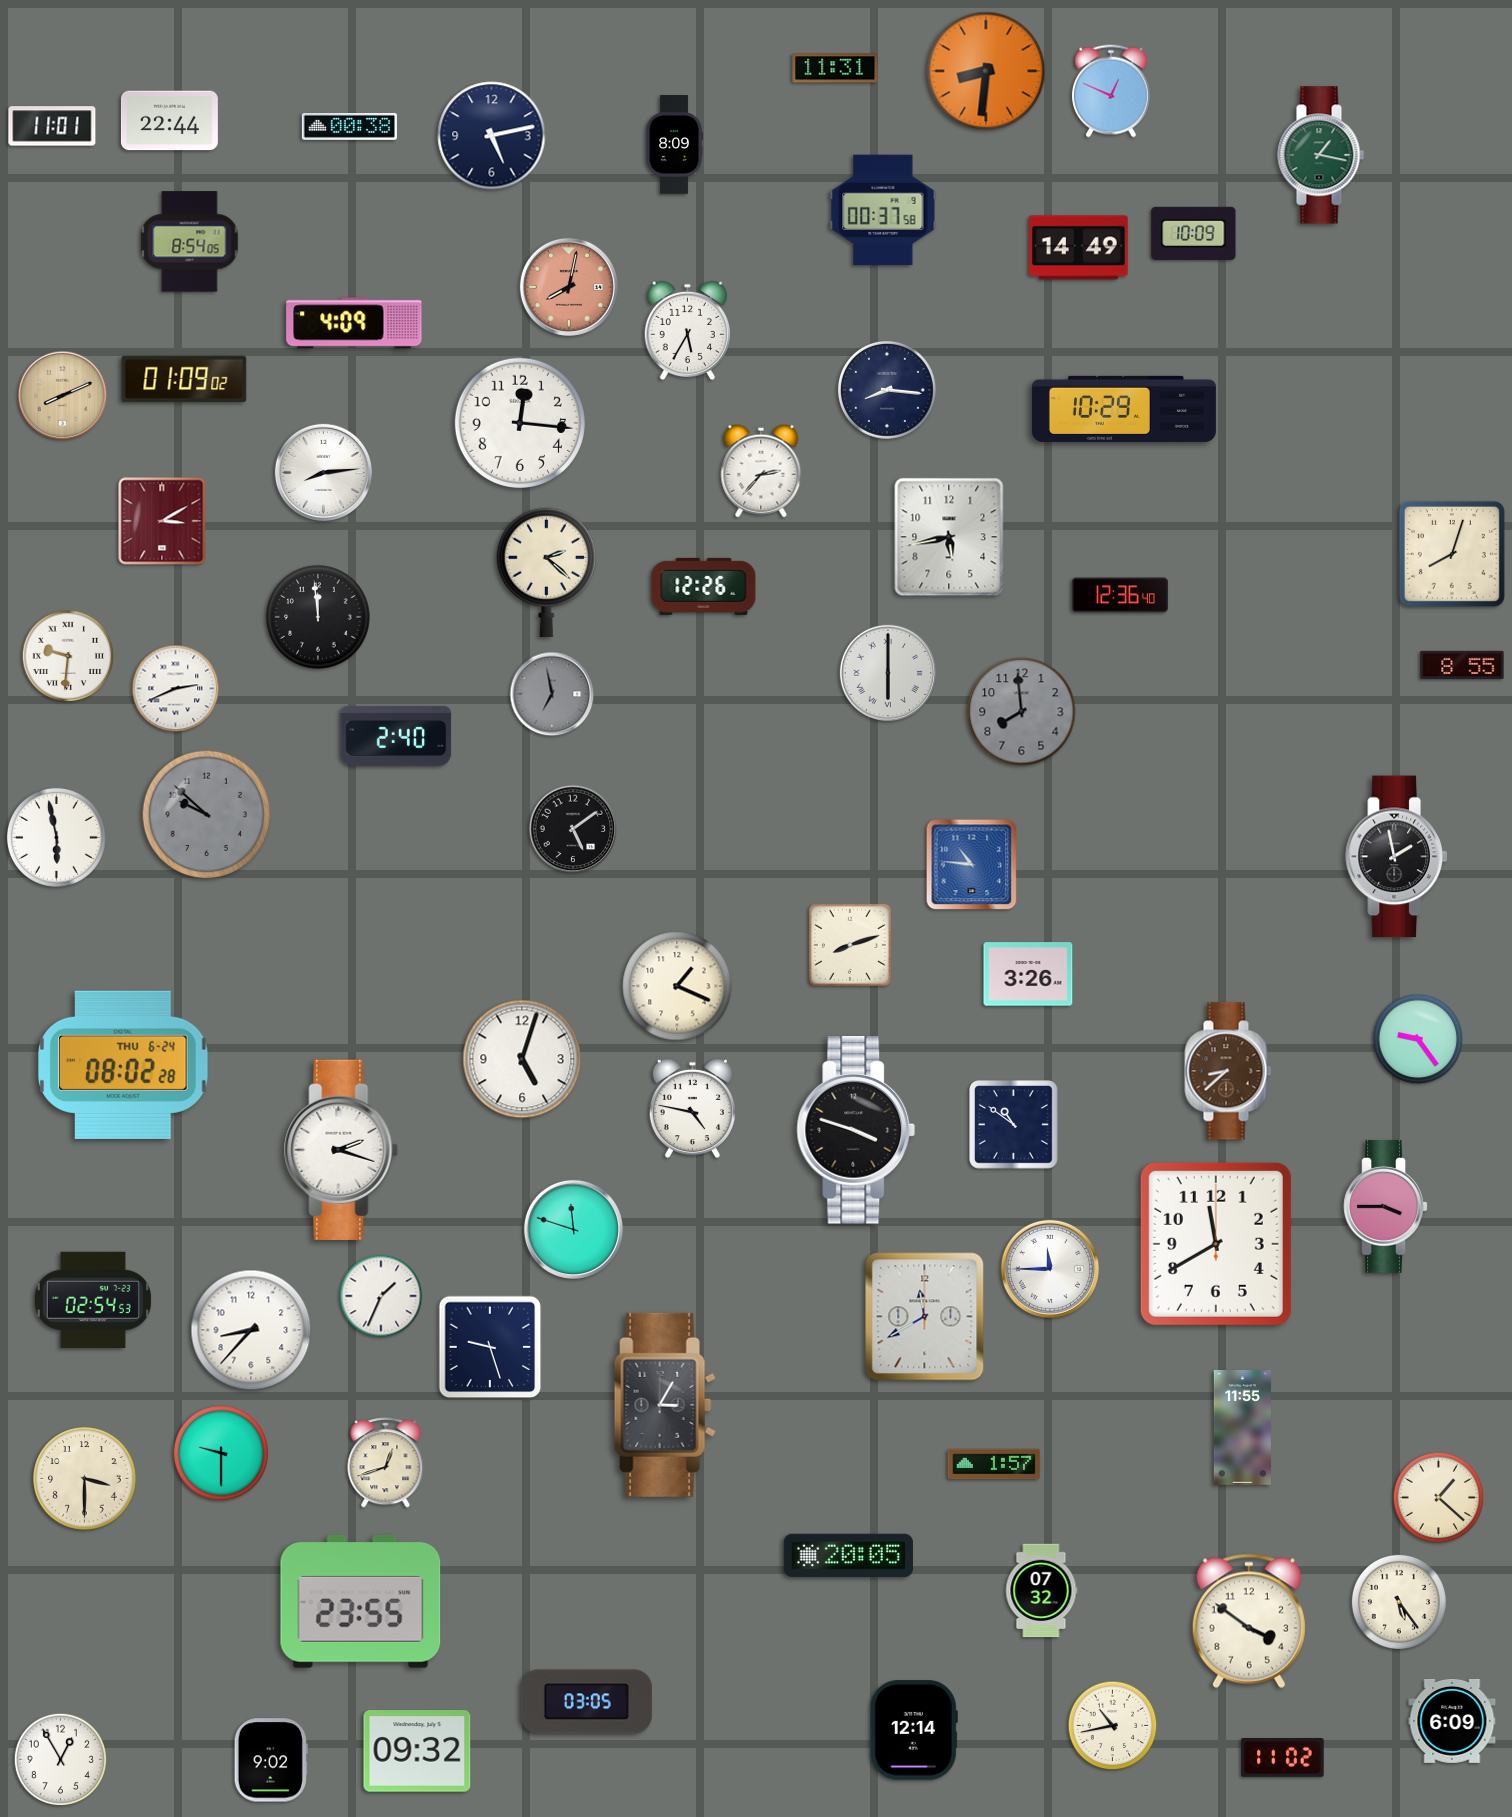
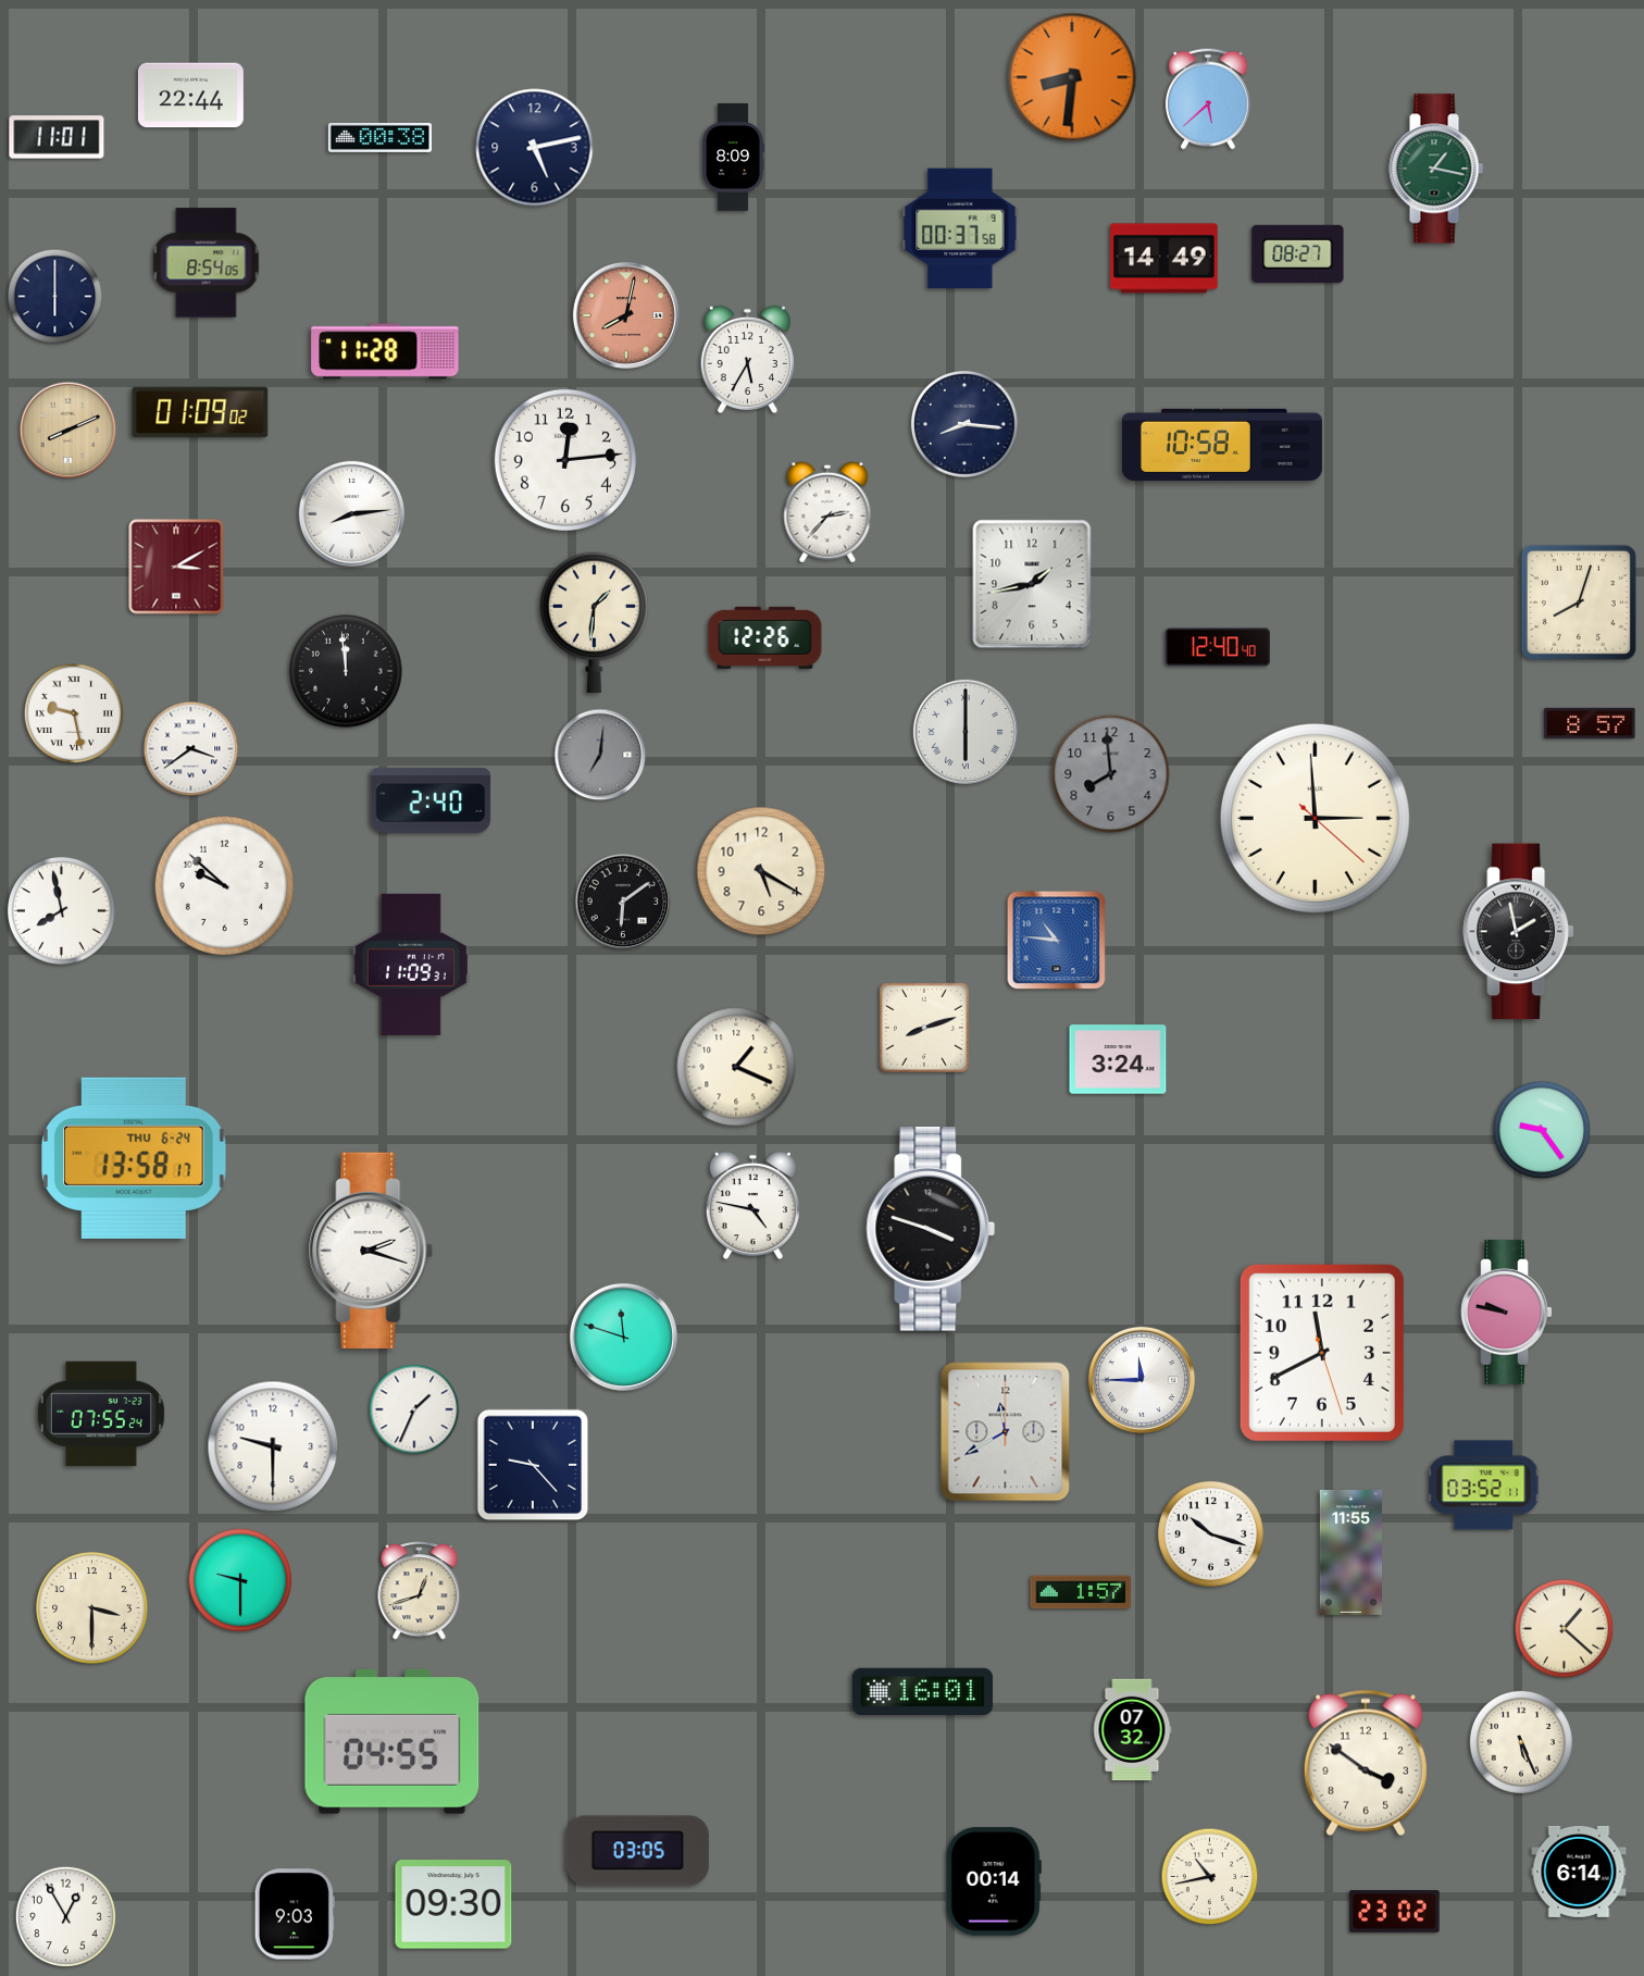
clock at (835, 68): 11:31 -> none
clock at (1111, 91): 12:49 -> 5:38
clock at (169, 121) position: (169, 121) -> (190, 96)
clock at (1194, 233): 10:09 -> 08:27
clock at (1079, 248) position: (1079, 248) -> (1164, 259)
clock at (55, 297): none -> 6:00
clock at (569, 287) position: (569, 287) -> (626, 315)
clock at (354, 323): 4:09 -> 11:28
clock at (1124, 409): 10:29 -> 10:58
clock at (520, 423): 12:16 -> 12:14
clock at (949, 537): 5:43 -> 1:43
clock at (546, 572): 2:22 -> 1:31
clock at (1120, 595): 12:36 -> 12:40
clock at (68, 656): 9:31 -> 9:28
clock at (1462, 665): 8:55 -> 8:57
clock at (176, 689): 2:41 -> 3:39
clock at (552, 694): 6:58 -> 7:01
clock at (1315, 818): none -> 2:59
clock at (761, 871): none -> 5:20
clock at (207, 815) dial: grey -> white
clock at (573, 829): 5:09 -> 6:09
clock at (56, 837): 5:58 -> 7:58
clock at (411, 965): none -> 11:09
clock at (1028, 974): 3:26 -> 3:24
clock at (677, 986) position: (677, 986) -> (736, 1067)
clock at (522, 1059): 5:03 -> none
clock at (123, 1065): 08:02 -> 13:58
clock at (1228, 1071): 8:38 -> none
clock at (1014, 1125): 10:51 -> none
clock at (1385, 1206): 3:45 -> 9:47
clock at (1216, 1244): 11:40:00 -> 11:40:27
clock at (93, 1300): 02:54 -> 07:55
clock at (251, 1330): 8:37 -> 9:30
clock at (490, 1347): 9:27 -> 9:23
clock at (1484, 1486): none -> 03:52
clock at (665, 1405): 3:05 -> none
clock at (1210, 1533): none -> 10:18
clock at (848, 1555): 20:05 -> 16:01
clock at (361, 1602): 23:55 -> 04:55
clock at (1399, 1602): 5:24 -> 5:26
clock at (1249, 1621) position: (1249, 1621) -> (1366, 1763)
clock at (1452, 1721): 6:09 -> 6:14
clock at (914, 1730): 12:14 -> 00:14
clock at (417, 1751): 09:32 -> 09:30
clock at (1283, 1758): 11:02 -> 23:02
clock at (60, 1759) position: (60, 1759) -> (65, 1916)
clock at (271, 1760): 9:02 -> 9:03
